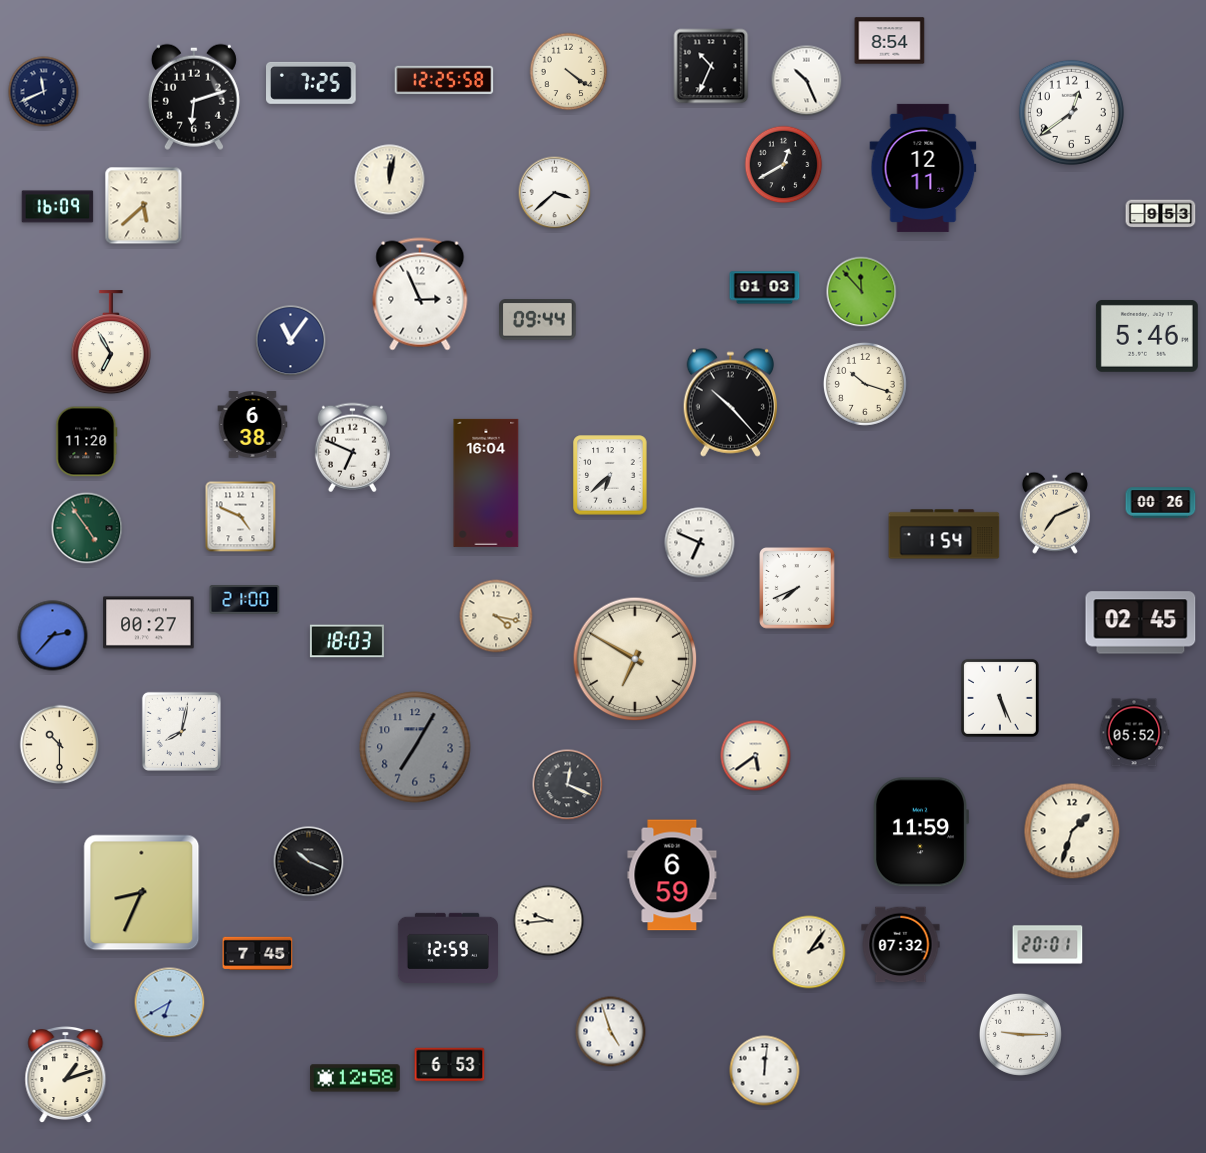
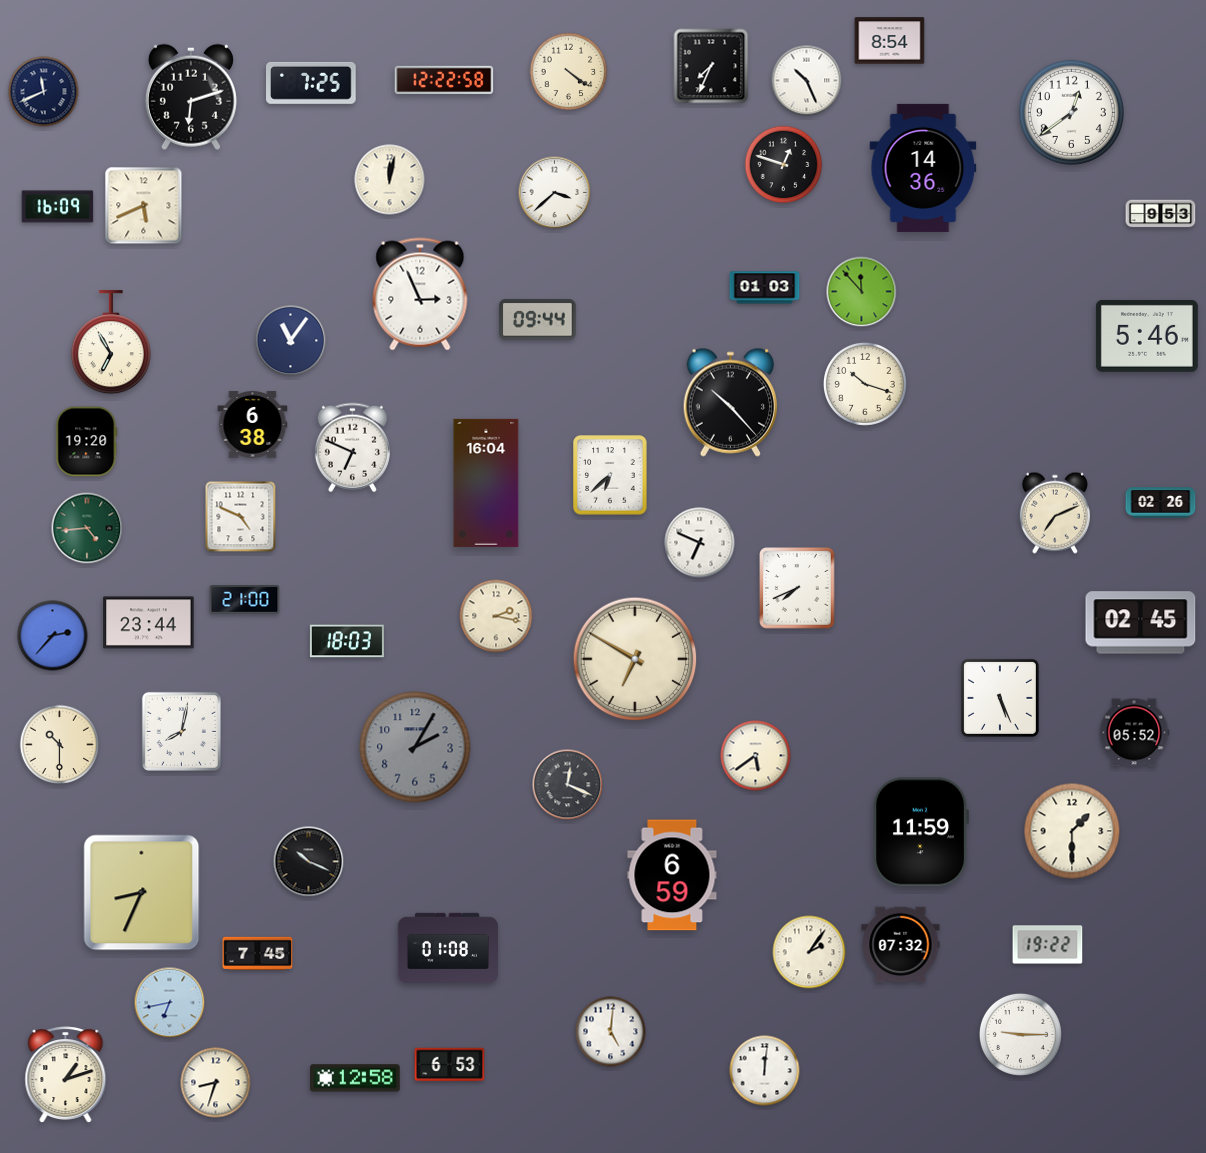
clock at (711, 66): 10:34 -> 7:34
clock at (444, 79): 12:25 -> 12:22
clock at (194, 97) position: (194, 97) -> (191, 97)
clock at (784, 165): 12:40 -> 12:48
clock at (923, 168): 12:11 -> 14:36
clock at (144, 206): 5:38 -> 5:41
clock at (87, 442): 11:20 -> 19:20
clock at (1161, 503): 00:26 -> 02:26
clock at (87, 528): 4:54 -> 4:44
clock at (944, 534): 1:54 -> none
clock at (496, 616): 4:17 -> 2:17
clock at (149, 623): 00:27 -> 23:44
clock at (415, 747): 7:05 -> 2:05
clock at (1072, 831): 1:33 -> 1:30
clock at (549, 921): 9:44 -> none
clock at (1048, 945): 20:01 -> 19:22
clock at (447, 947): 12:59 -> 01:08
clock at (170, 1003): 6:40 -> 6:43
clock at (611, 1032): 4:57 -> 5:01
clock at (216, 1083): none -> 8:33
